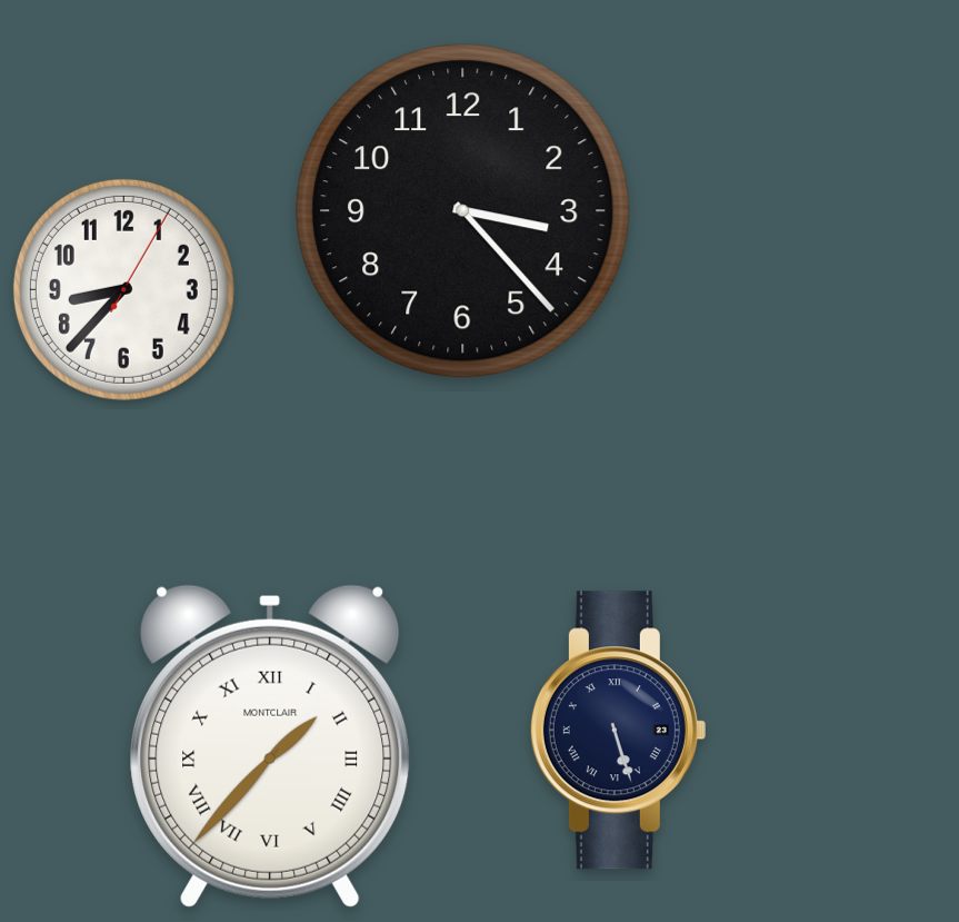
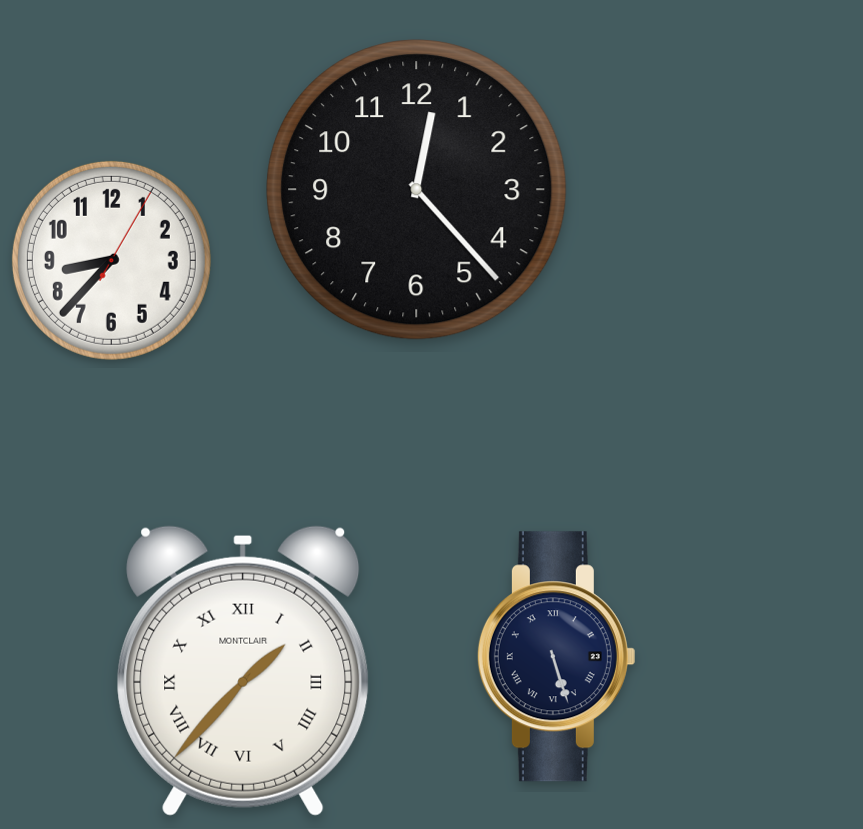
clock at (463, 211): 3:23 -> 12:23
